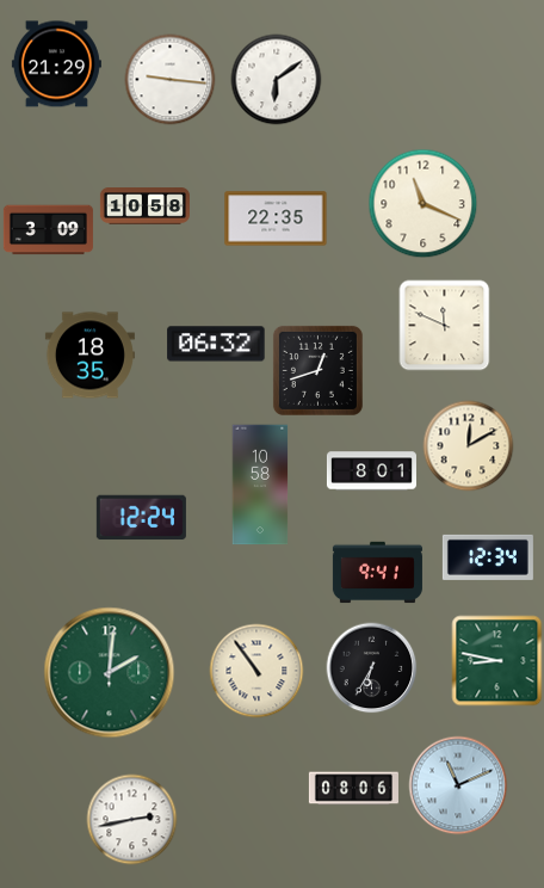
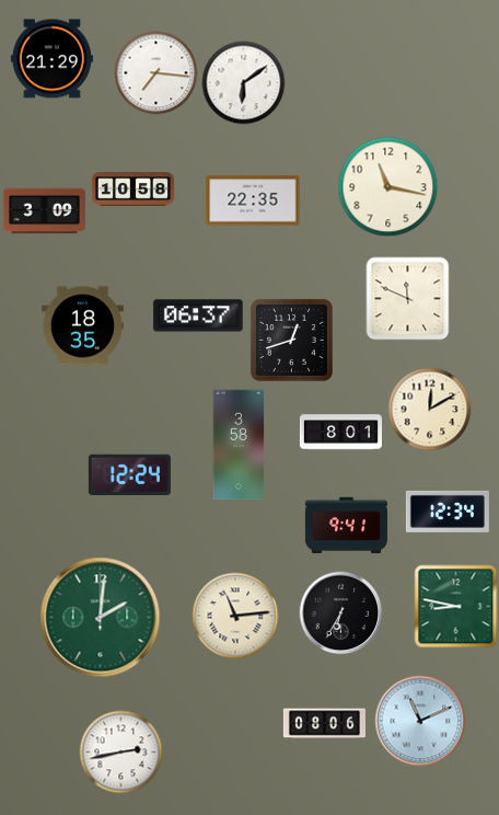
clock at (171, 80): 9:16 -> 7:16
clock at (277, 80) position: (277, 80) -> (244, 83)
clock at (424, 204): 11:19 -> 11:17
clock at (216, 344): 06:32 -> 06:37
clock at (260, 485): 10:58 -> 3:58
clock at (256, 671): 10:54 -> 11:14
